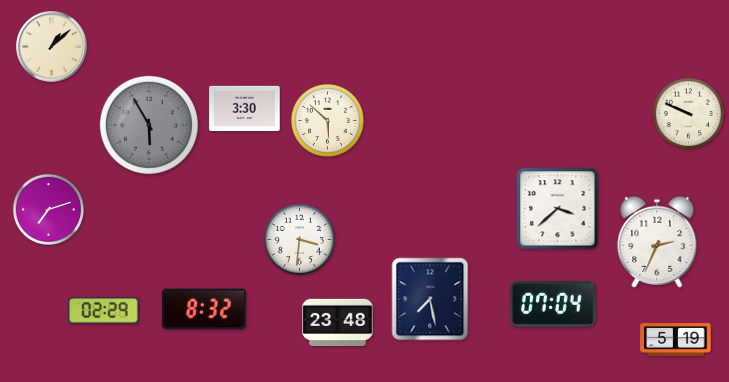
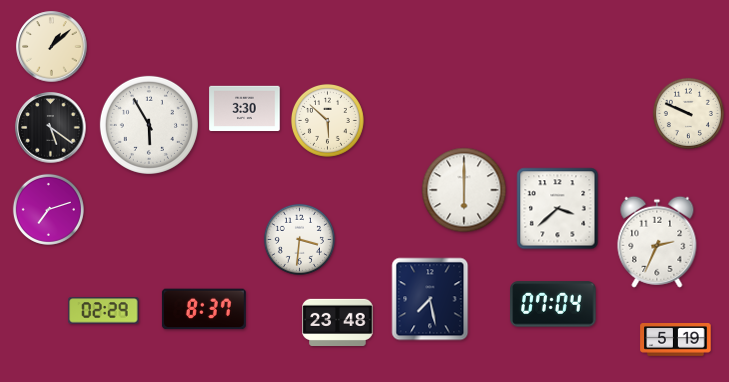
clock at (149, 125) dial: grey -> white
clock at (51, 128): none -> 5:21
clock at (464, 190): none -> 6:00
clock at (204, 309): 8:32 -> 8:37
